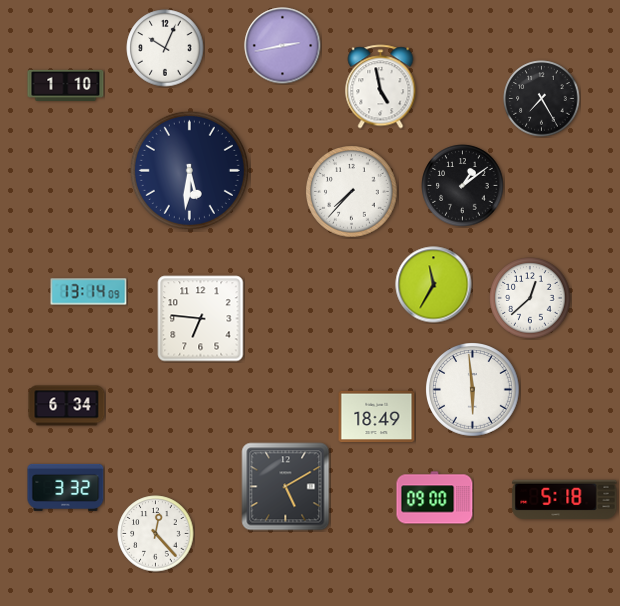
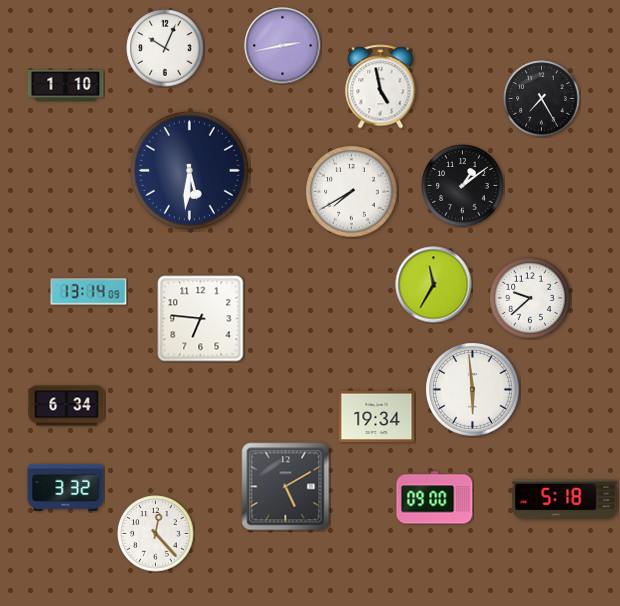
clock at (352, 192): 7:37 -> 7:40
clock at (530, 298): 12:38 -> 9:38
clock at (377, 417): 18:49 -> 19:34
